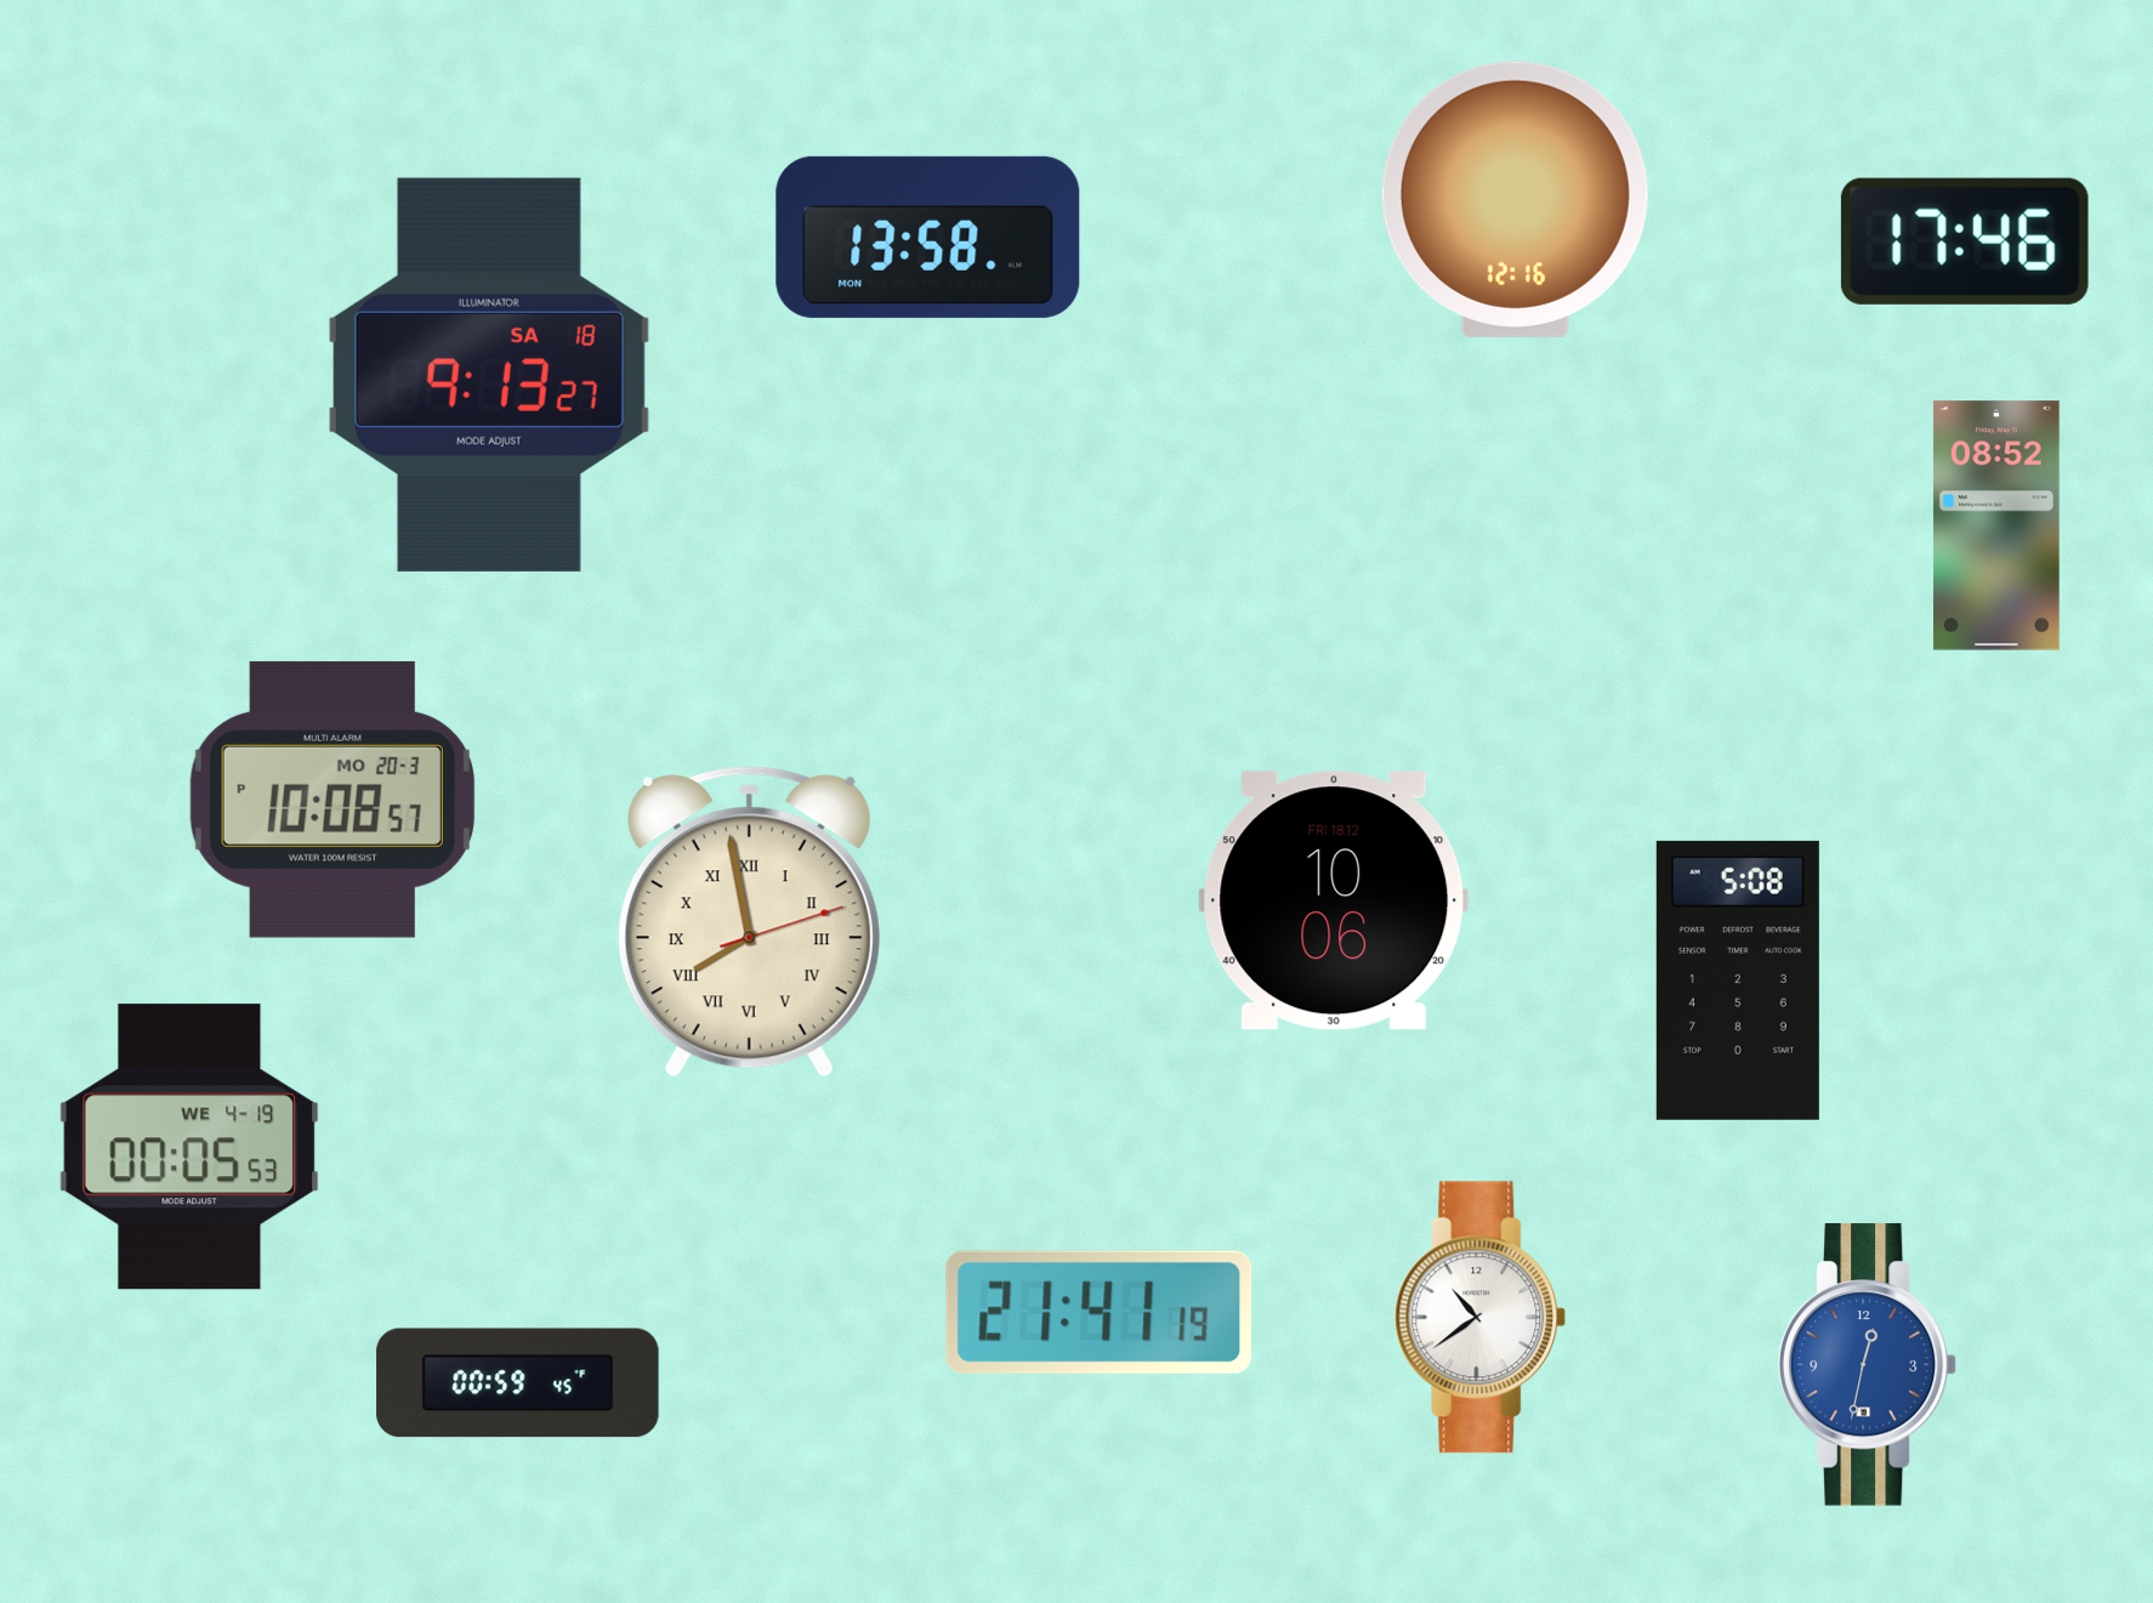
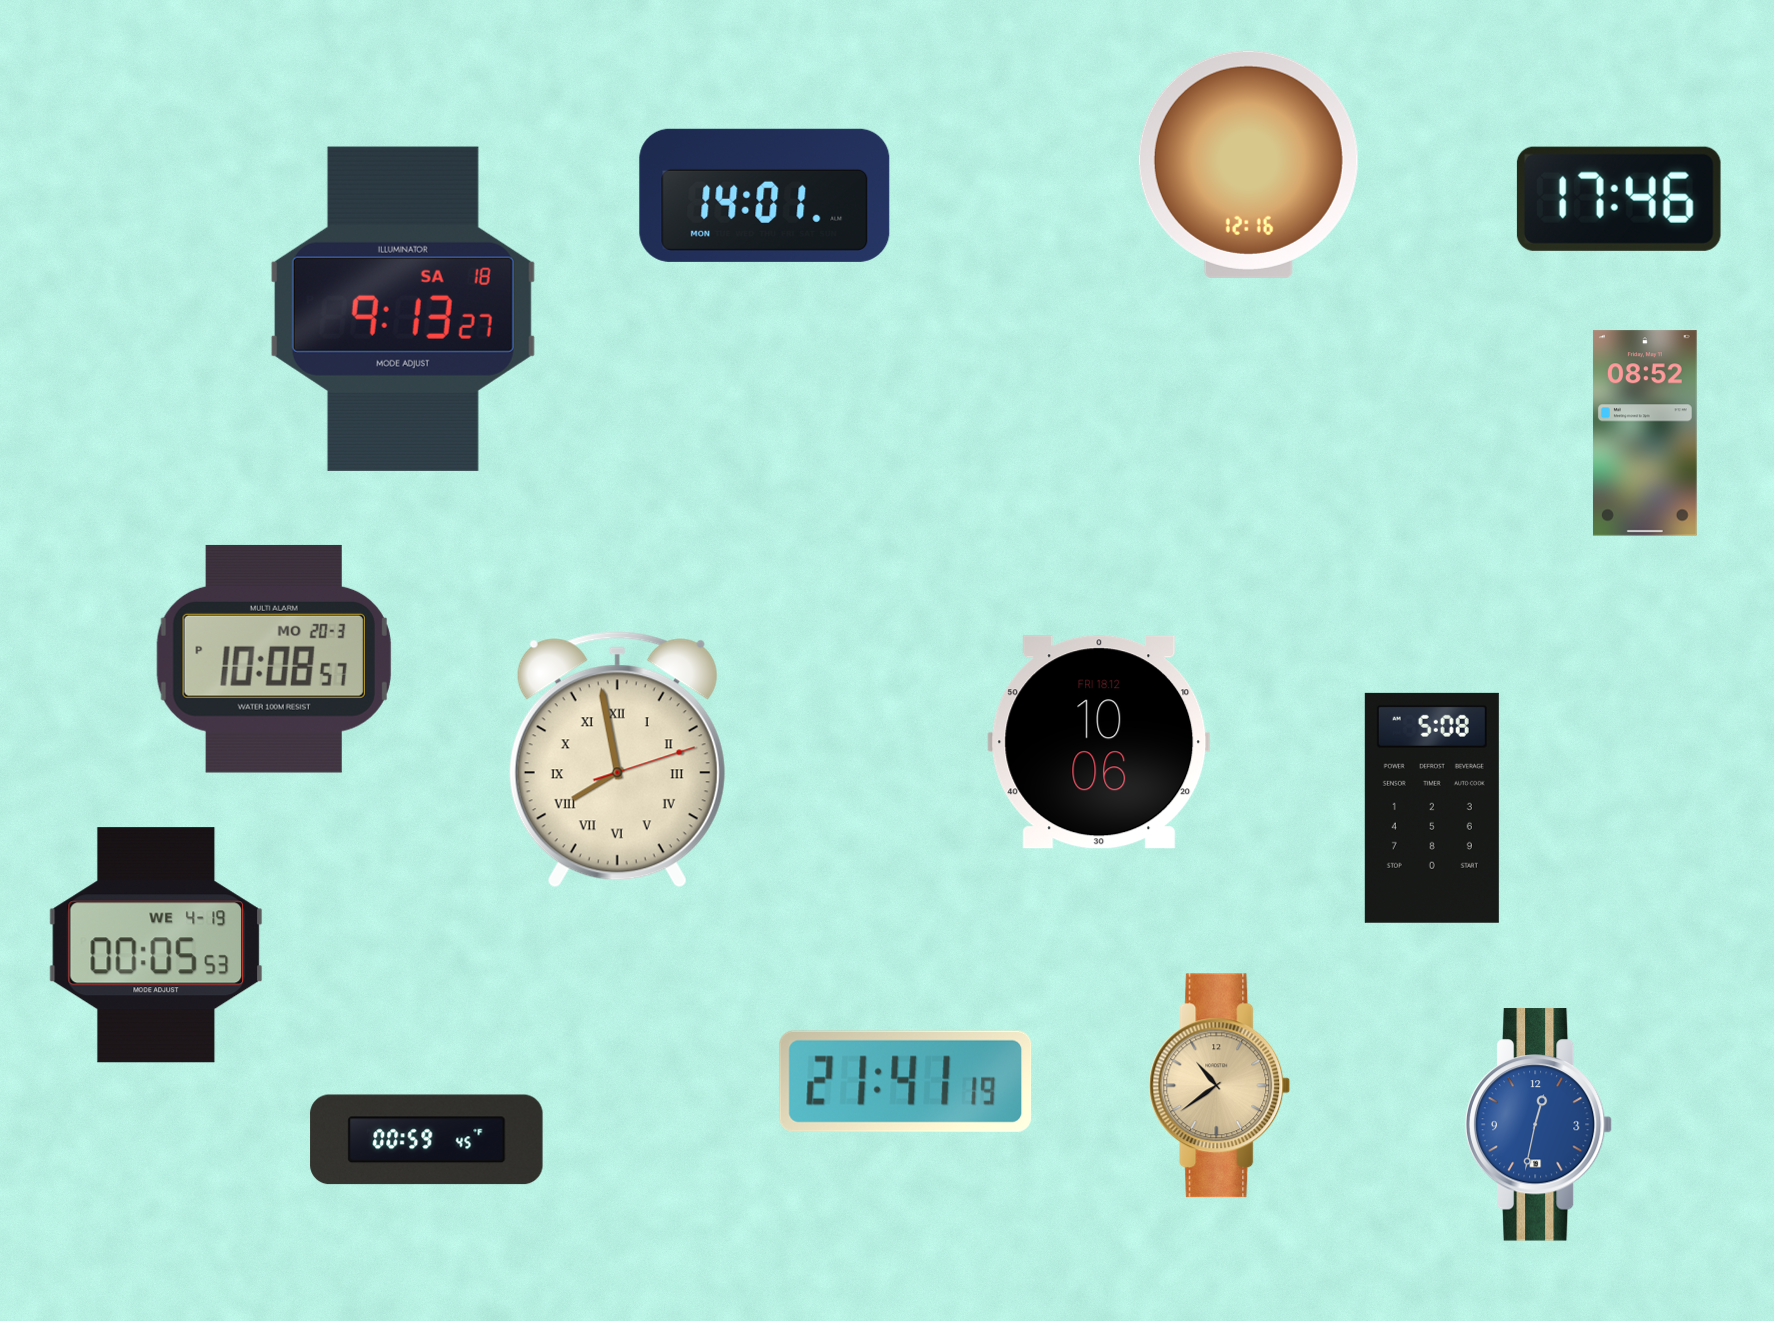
clock at (928, 237): 13:58 -> 14:01
clock at (1481, 1318) dial: white -> champagne
